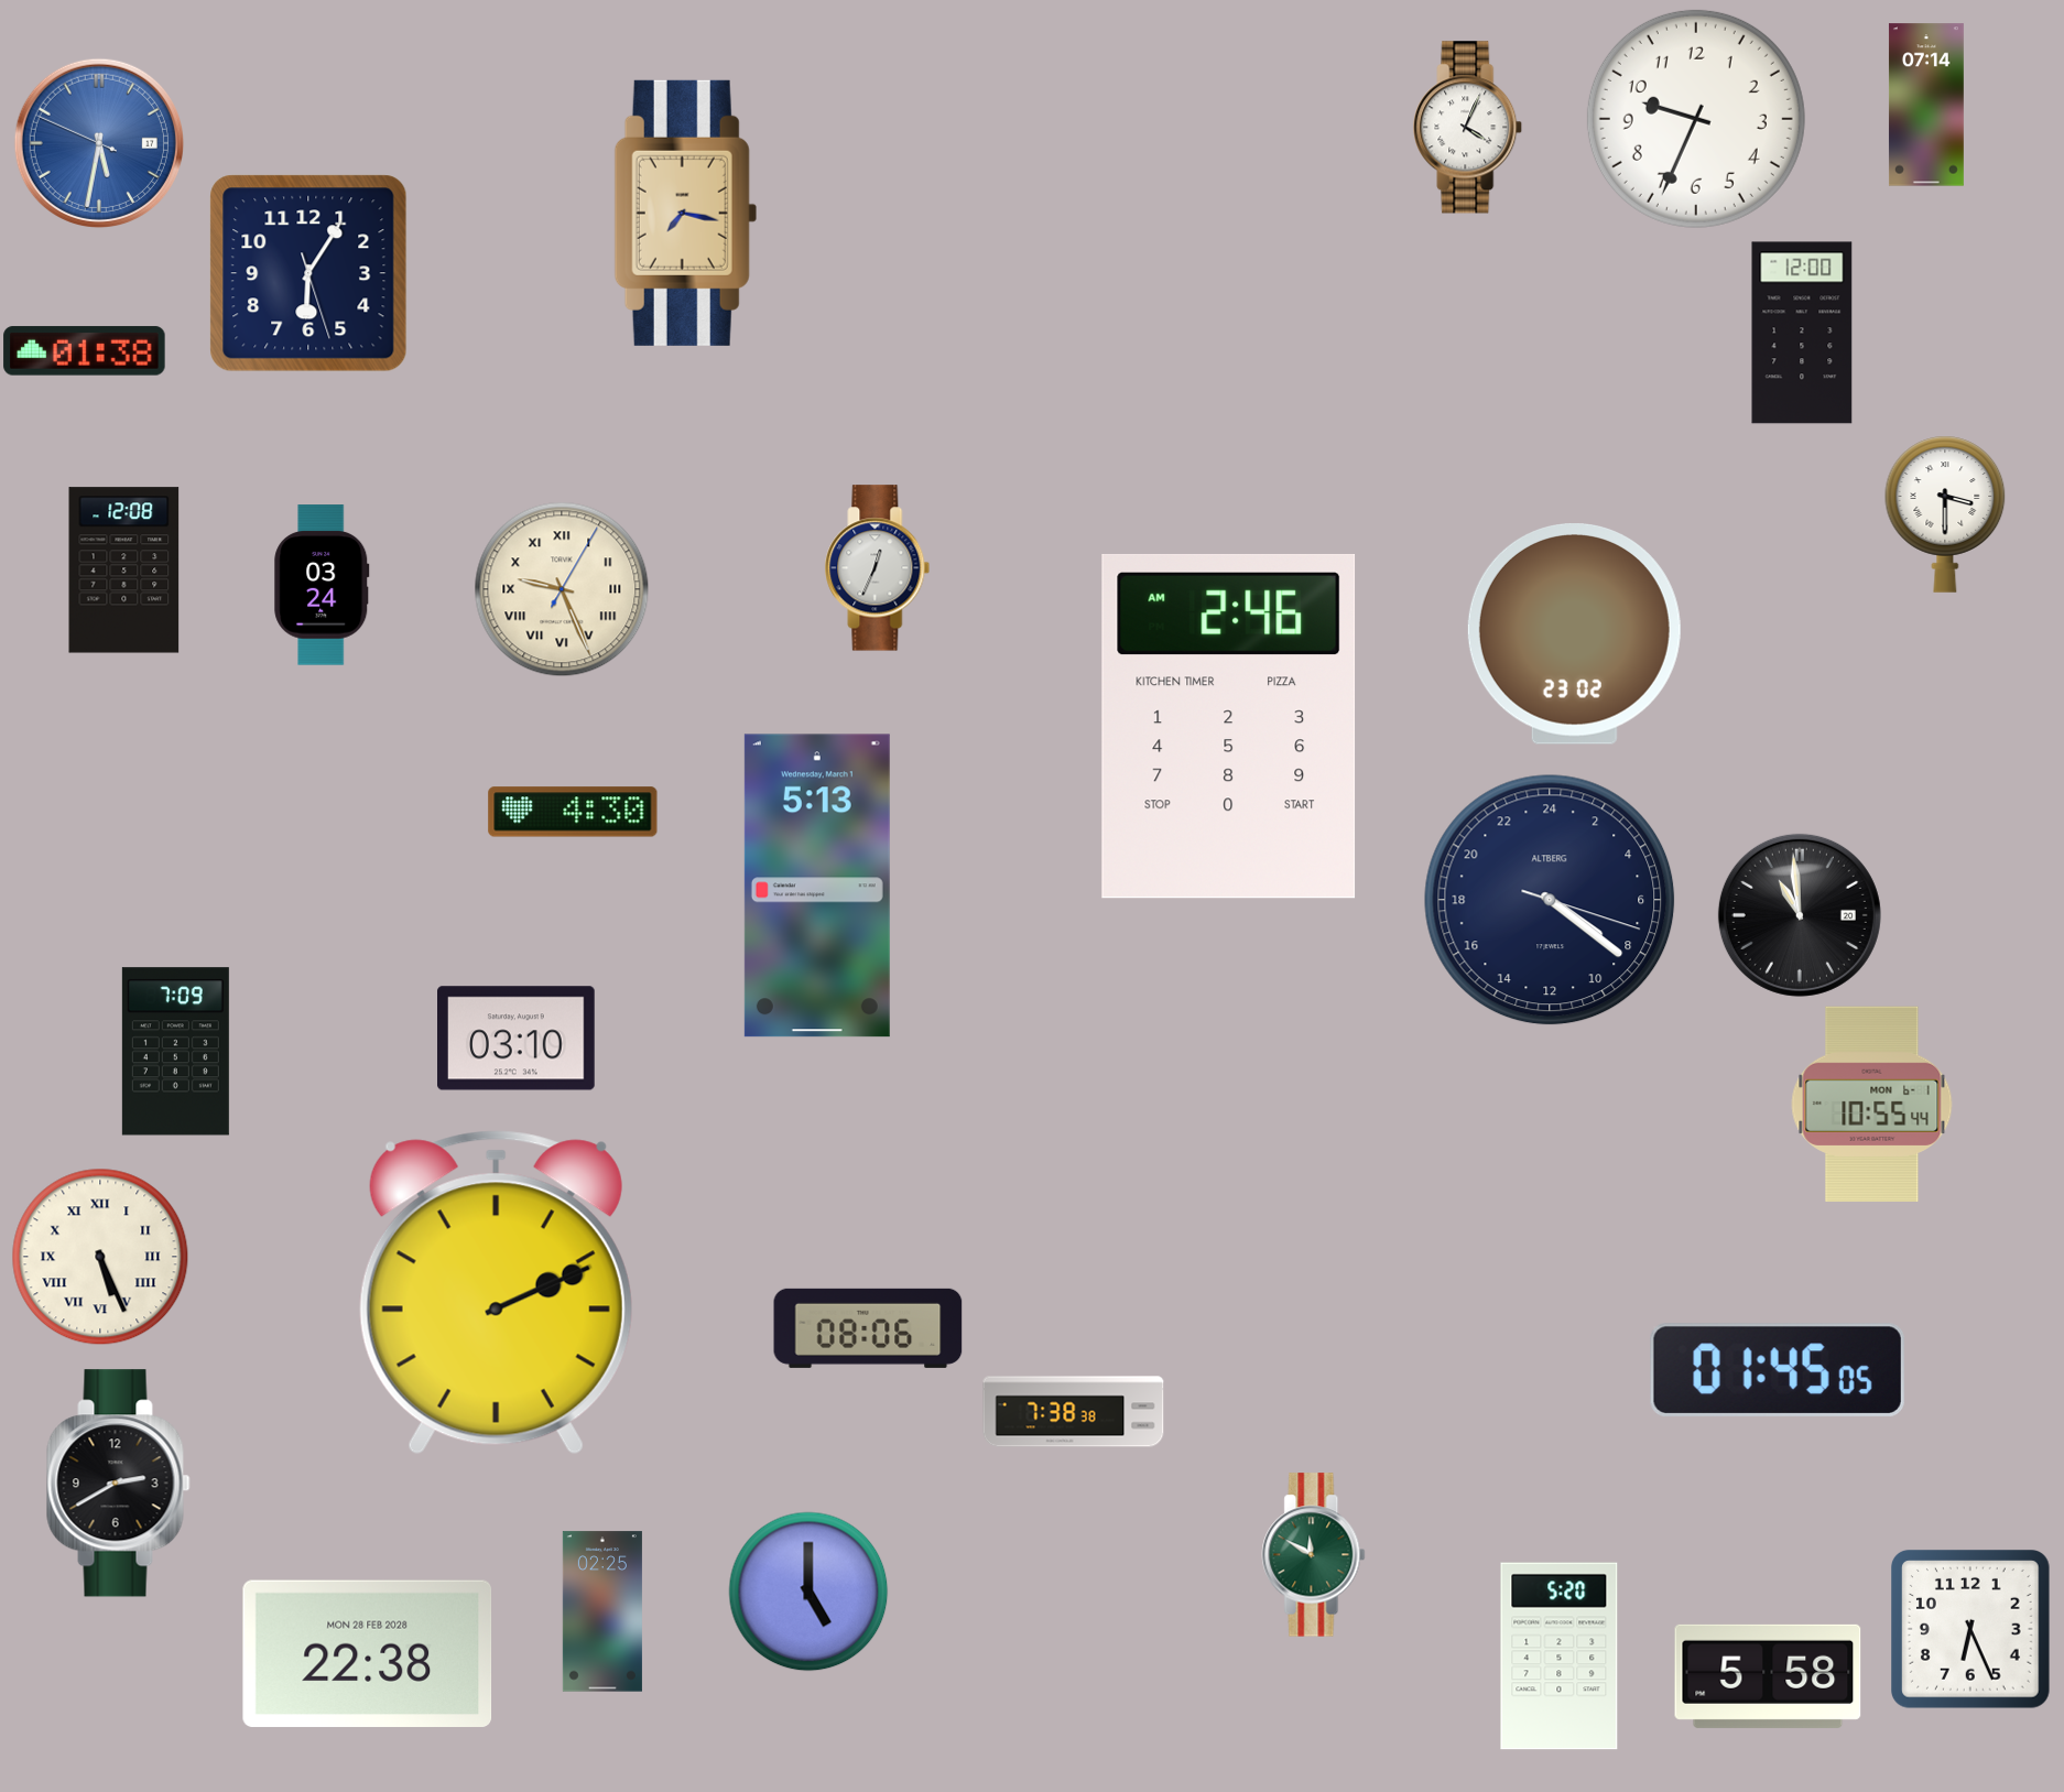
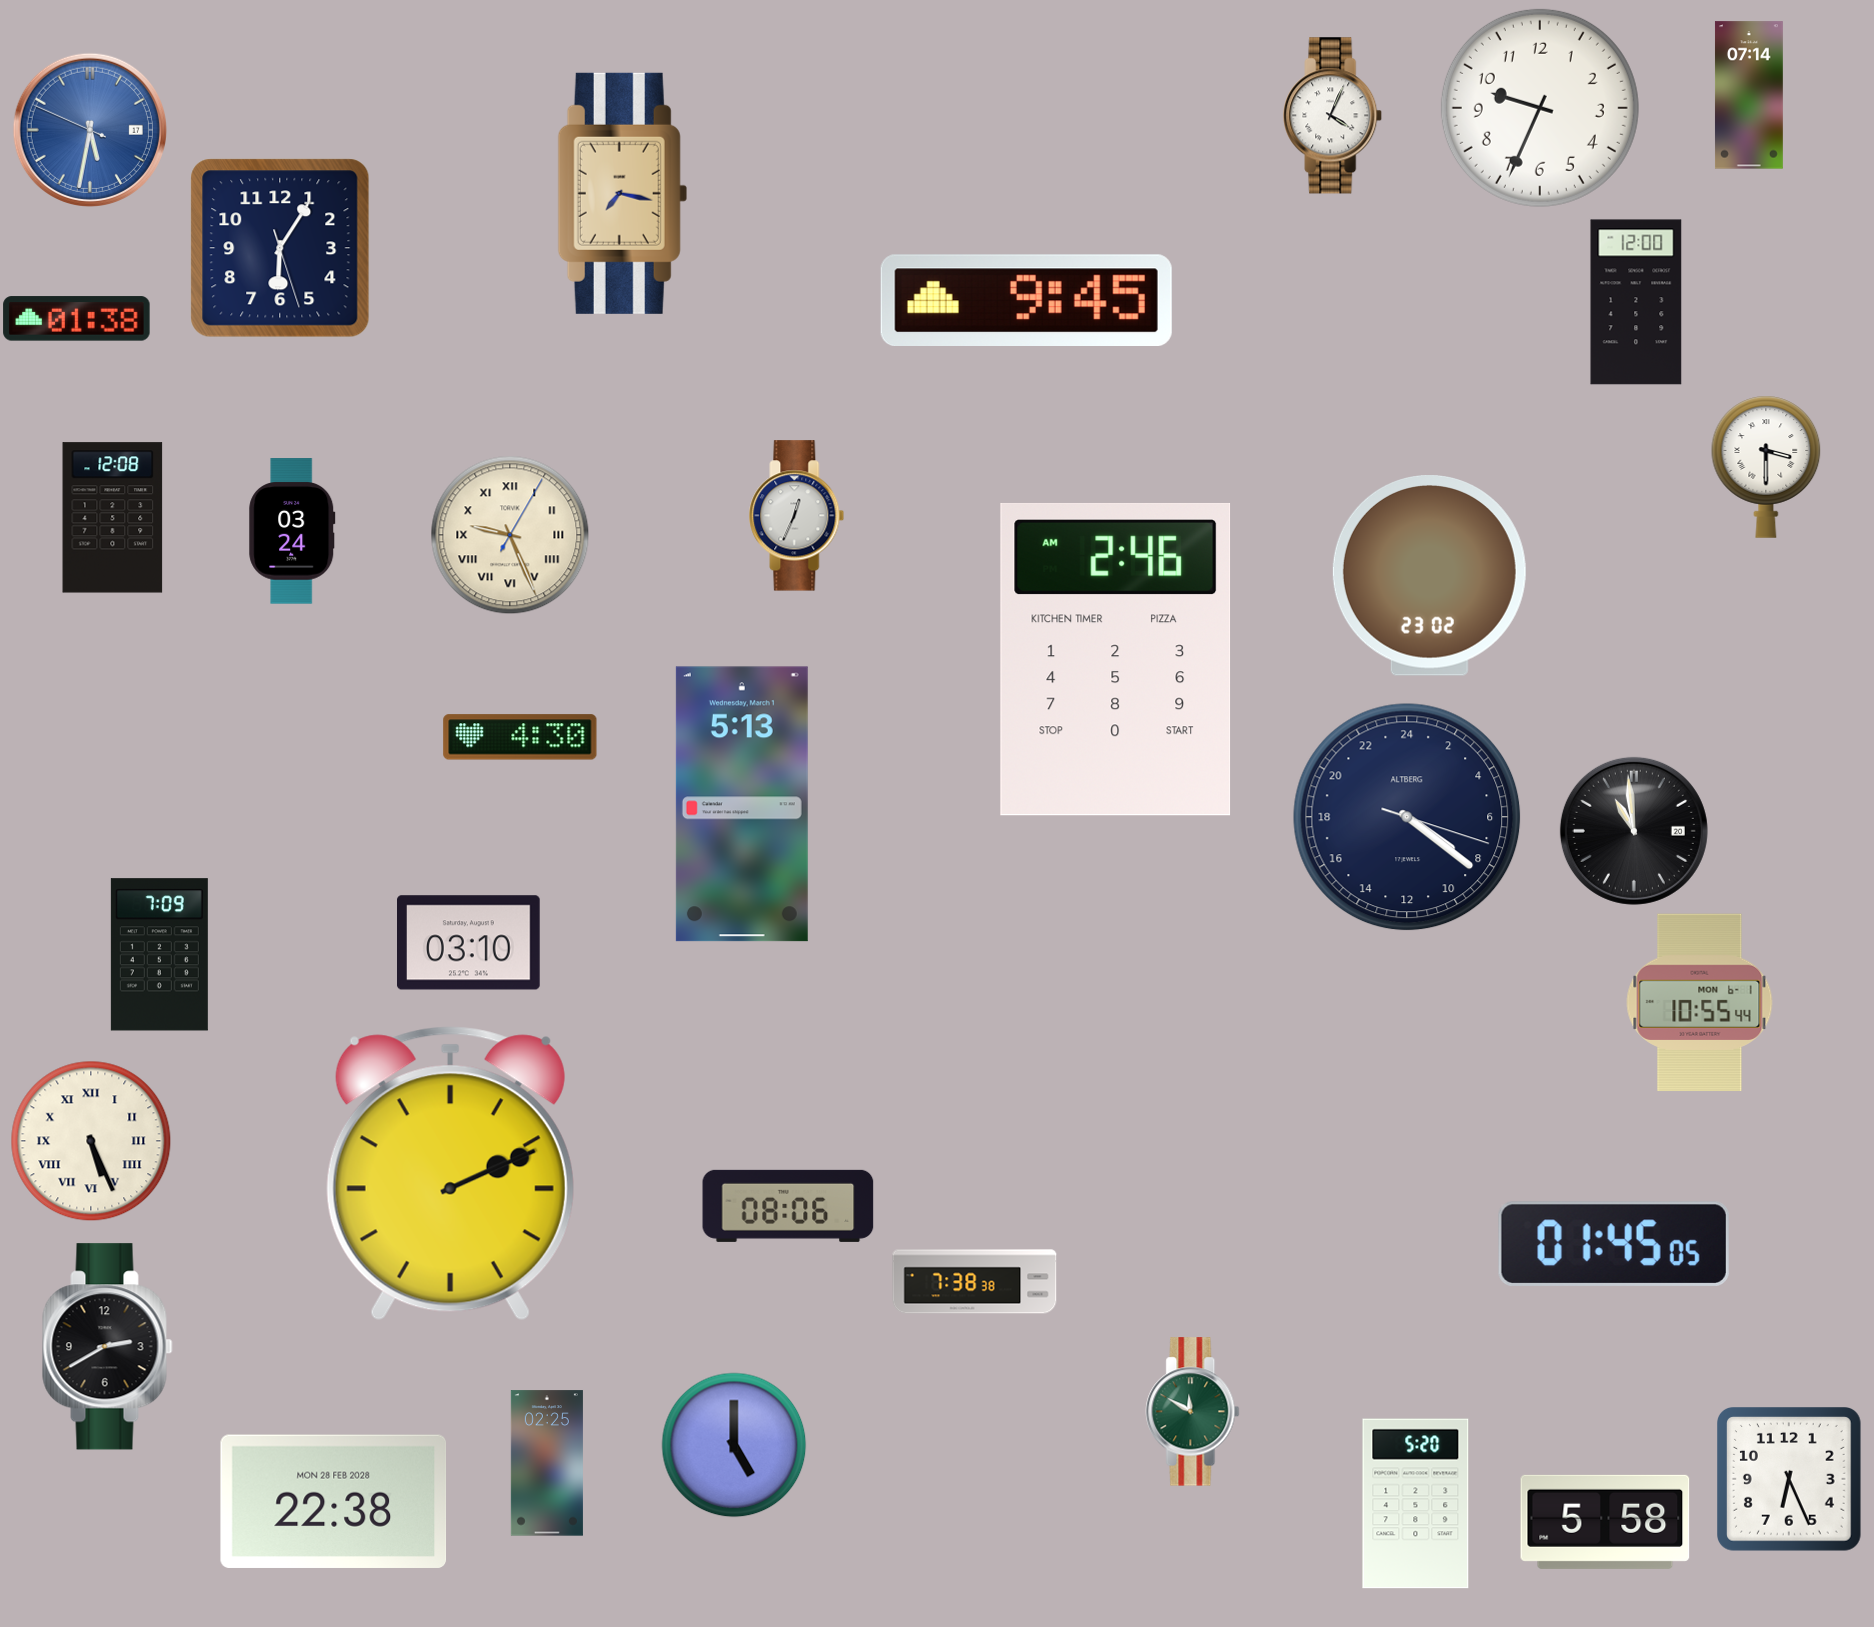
clock at (1026, 300): none -> 9:45
